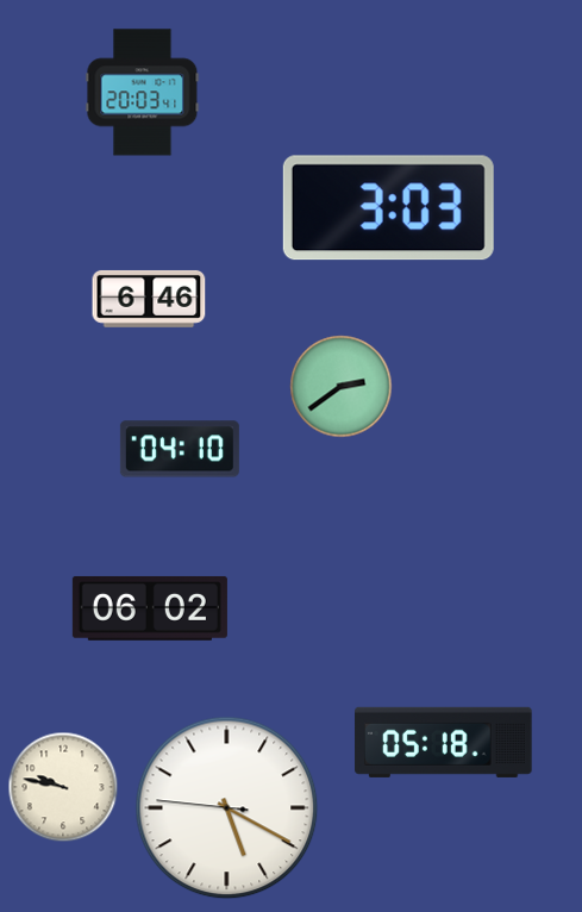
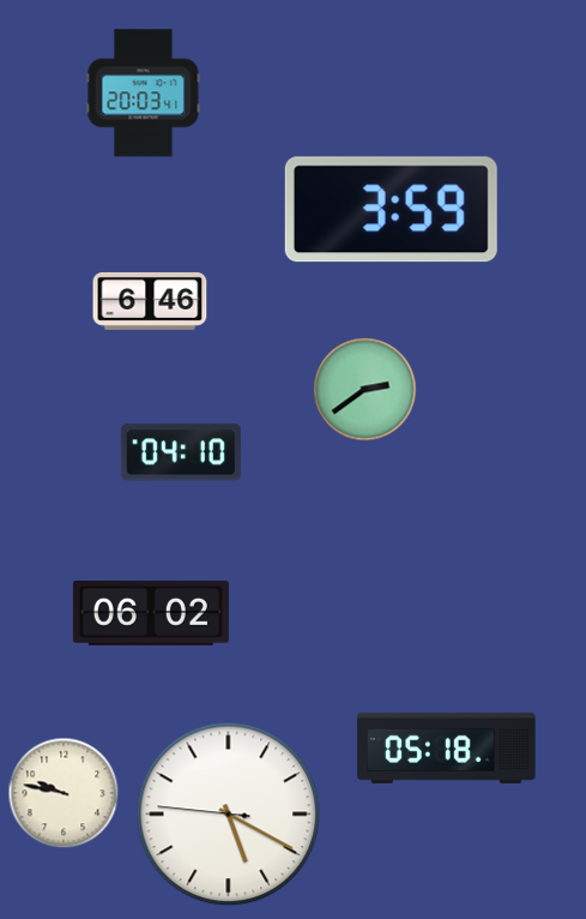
clock at (388, 208): 3:03 -> 3:59
clock at (342, 387) position: (342, 387) -> (366, 390)
